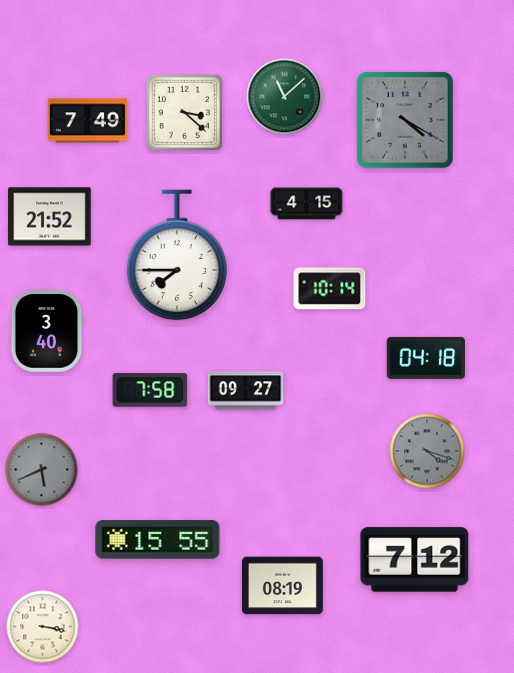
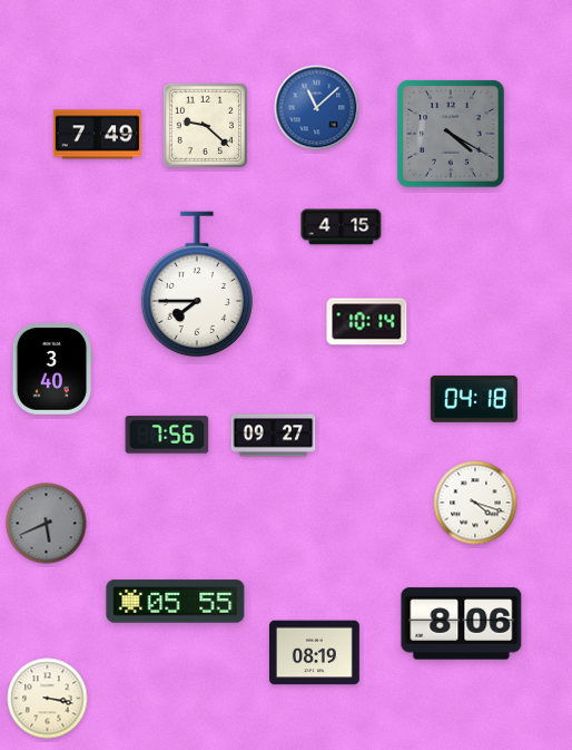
clock at (285, 97) dial: green -> blue
clock at (184, 112): 3:22 -> 9:22
clock at (50, 217): 21:52 -> none
clock at (150, 390): 7:58 -> 7:56
clock at (427, 451) dial: grey -> white
clock at (158, 540): 15:55 -> 05:55
clock at (415, 560): 7:12 -> 8:06
